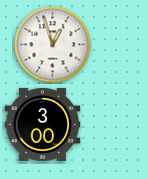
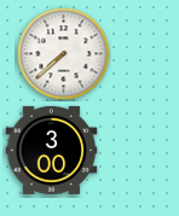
clock at (53, 45): 12:57 -> 7:38
